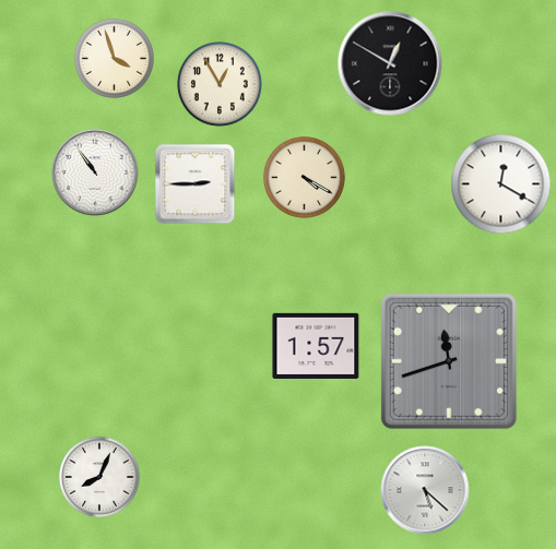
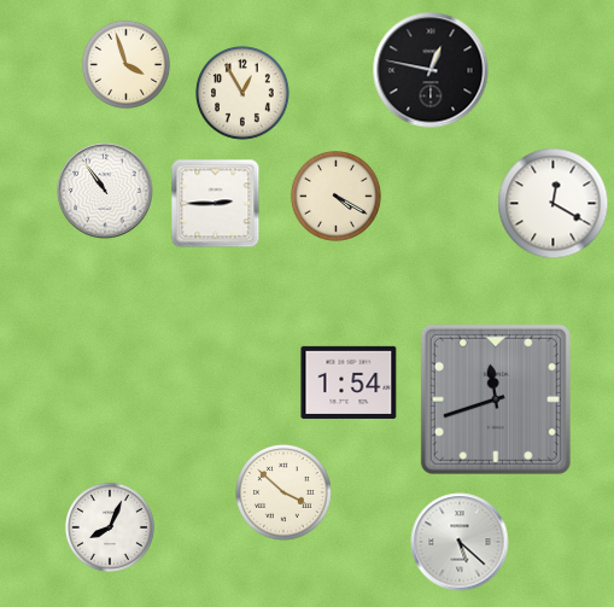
clock at (390, 63): 12:50 -> 12:47
clock at (316, 346): 1:57 -> 1:54
clock at (283, 492): none -> 3:52
clock at (425, 490) position: (425, 490) -> (460, 542)
